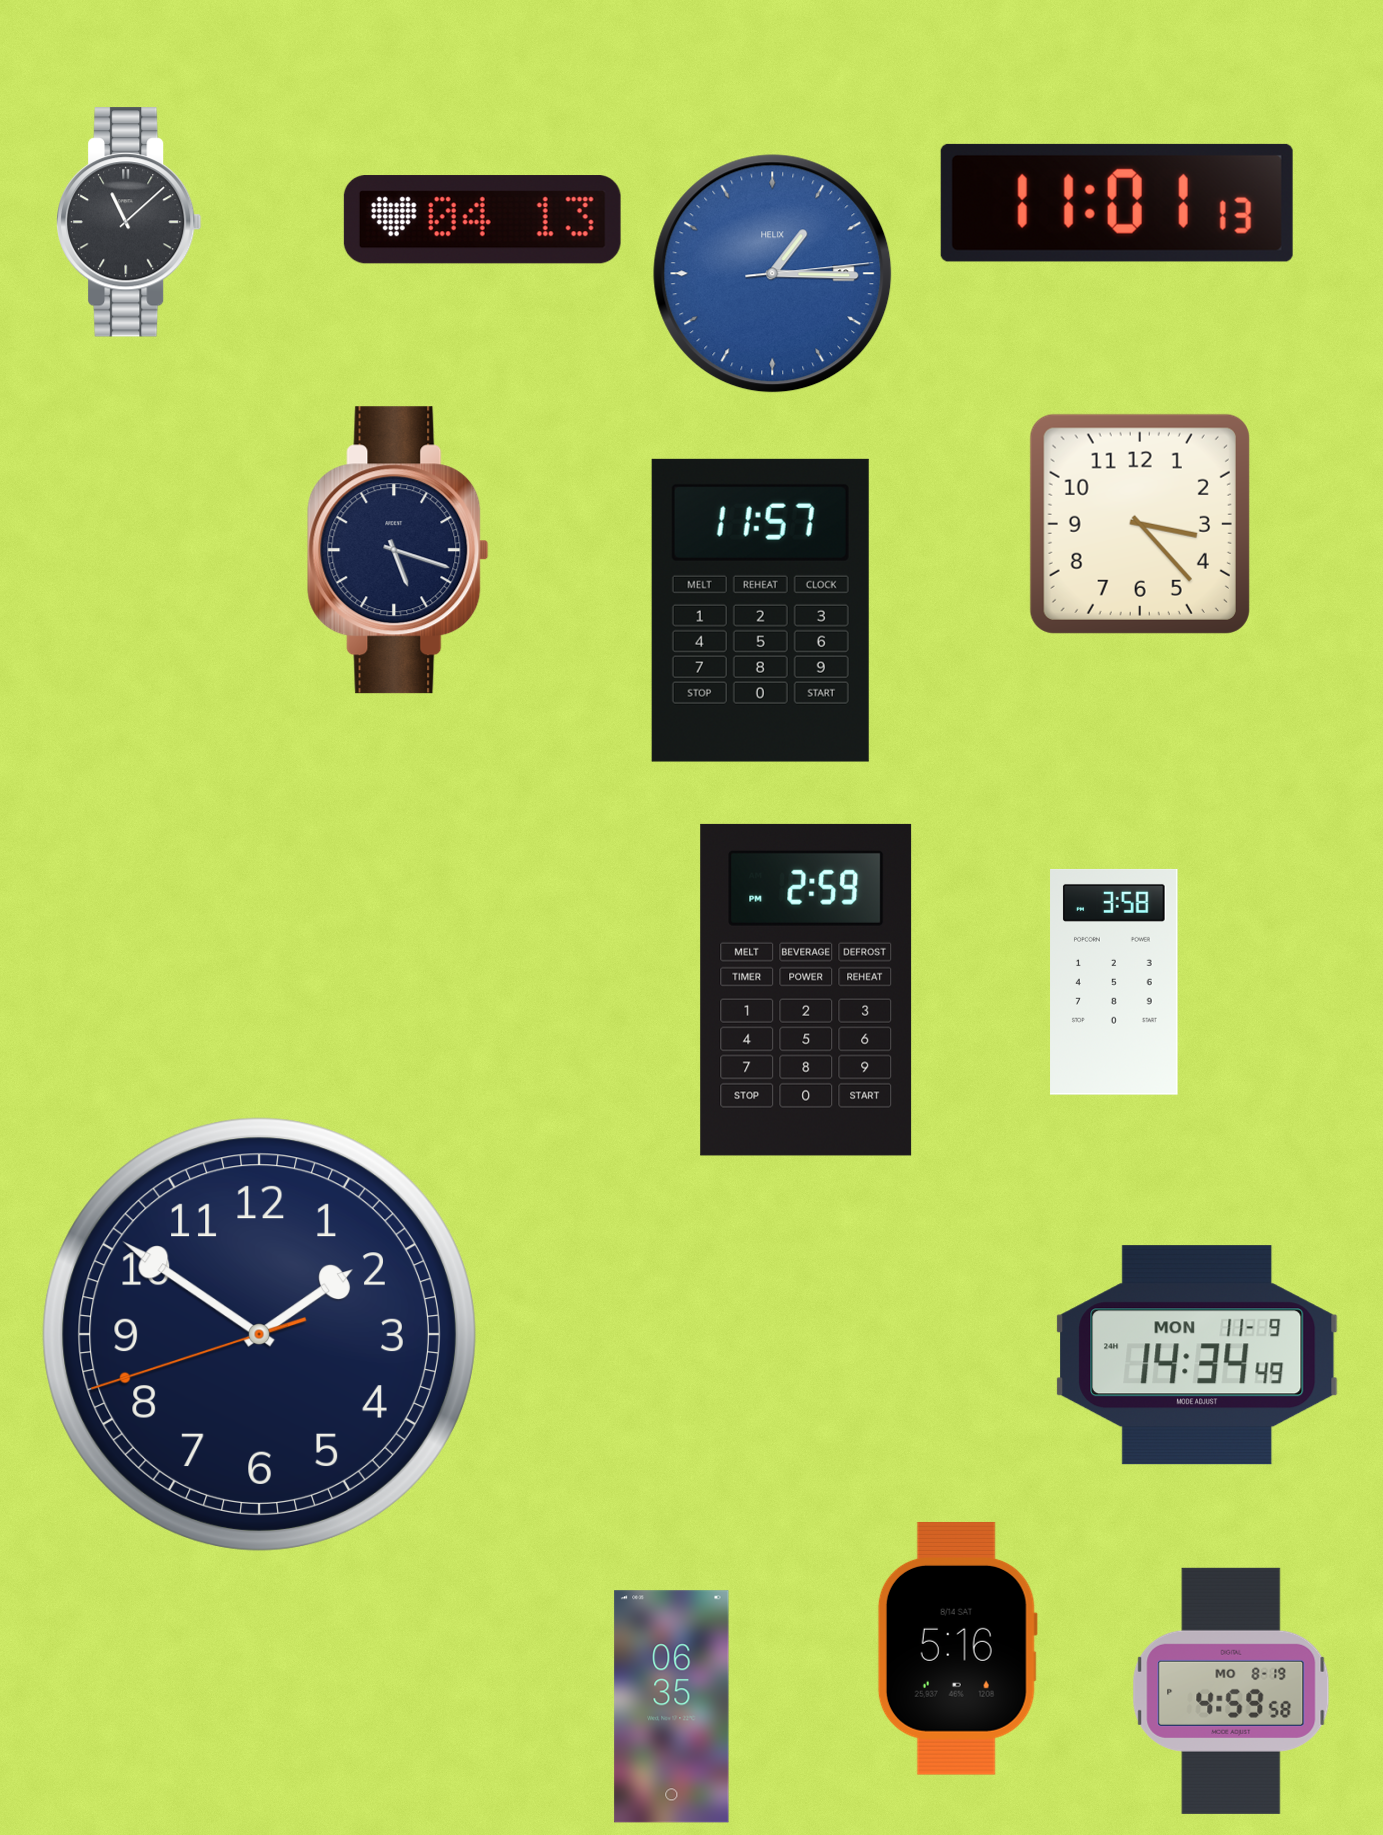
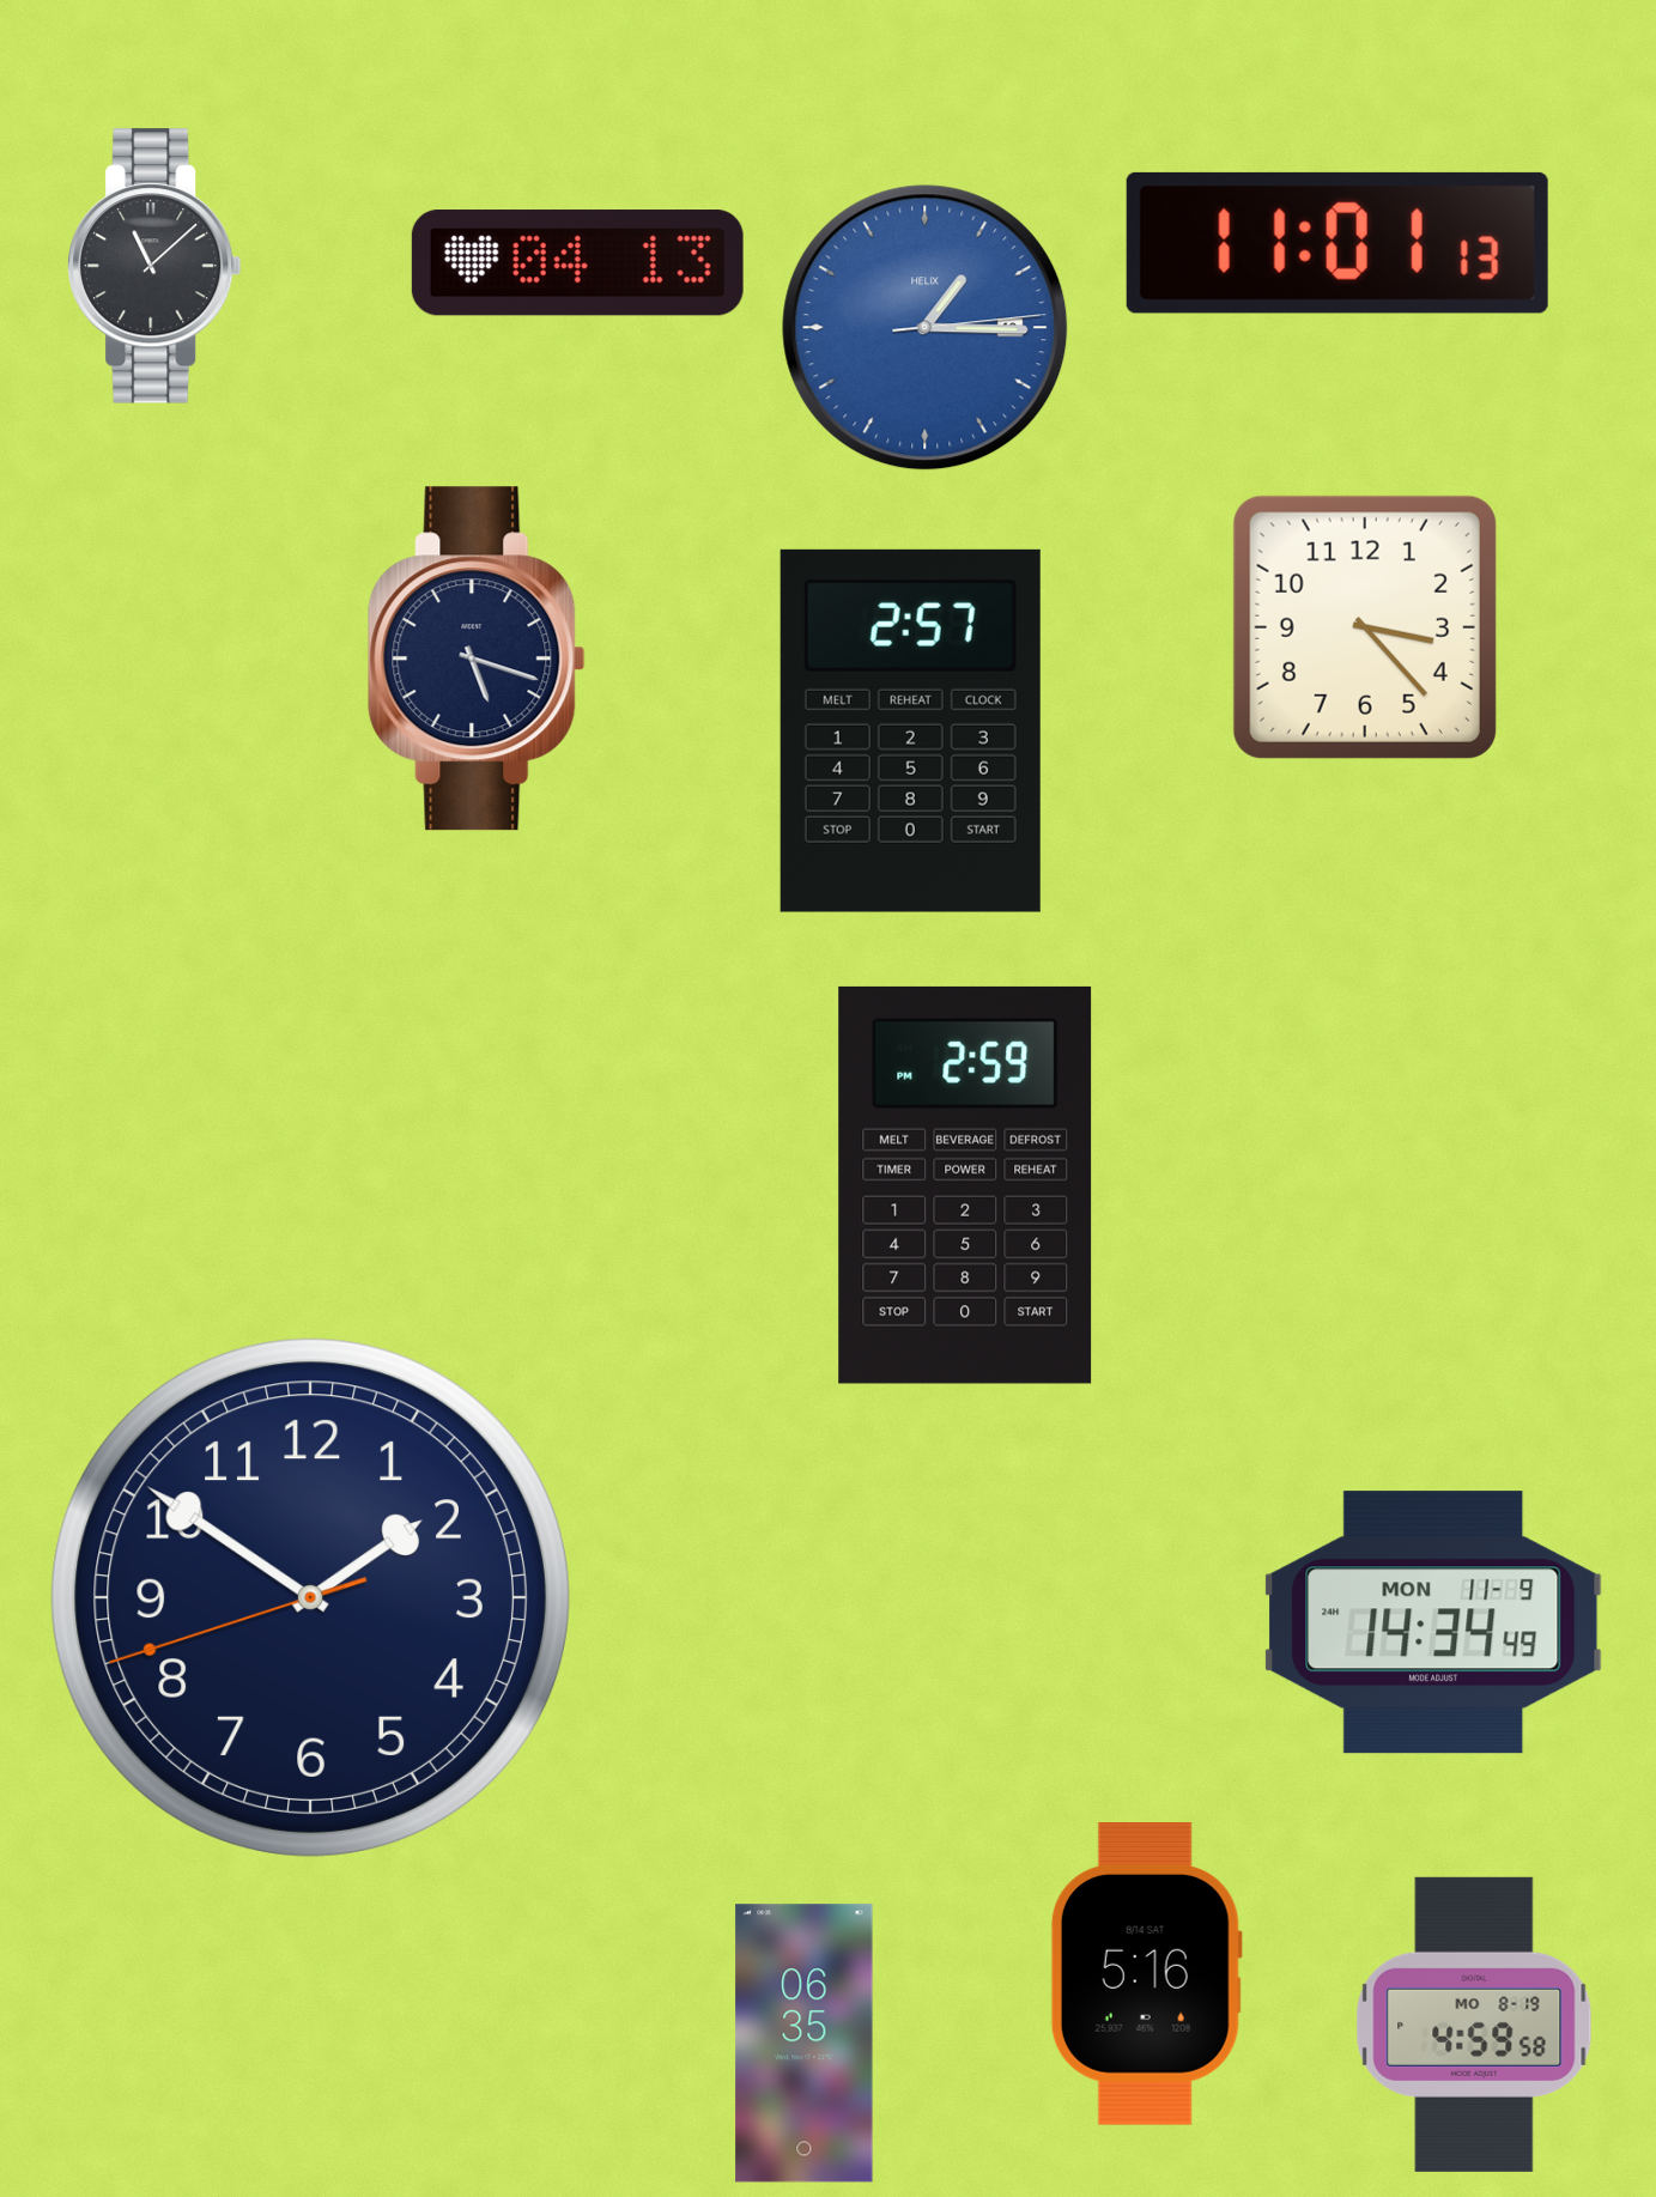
clock at (760, 610): 11:57 -> 2:57
clock at (1114, 982): 3:58 -> none
